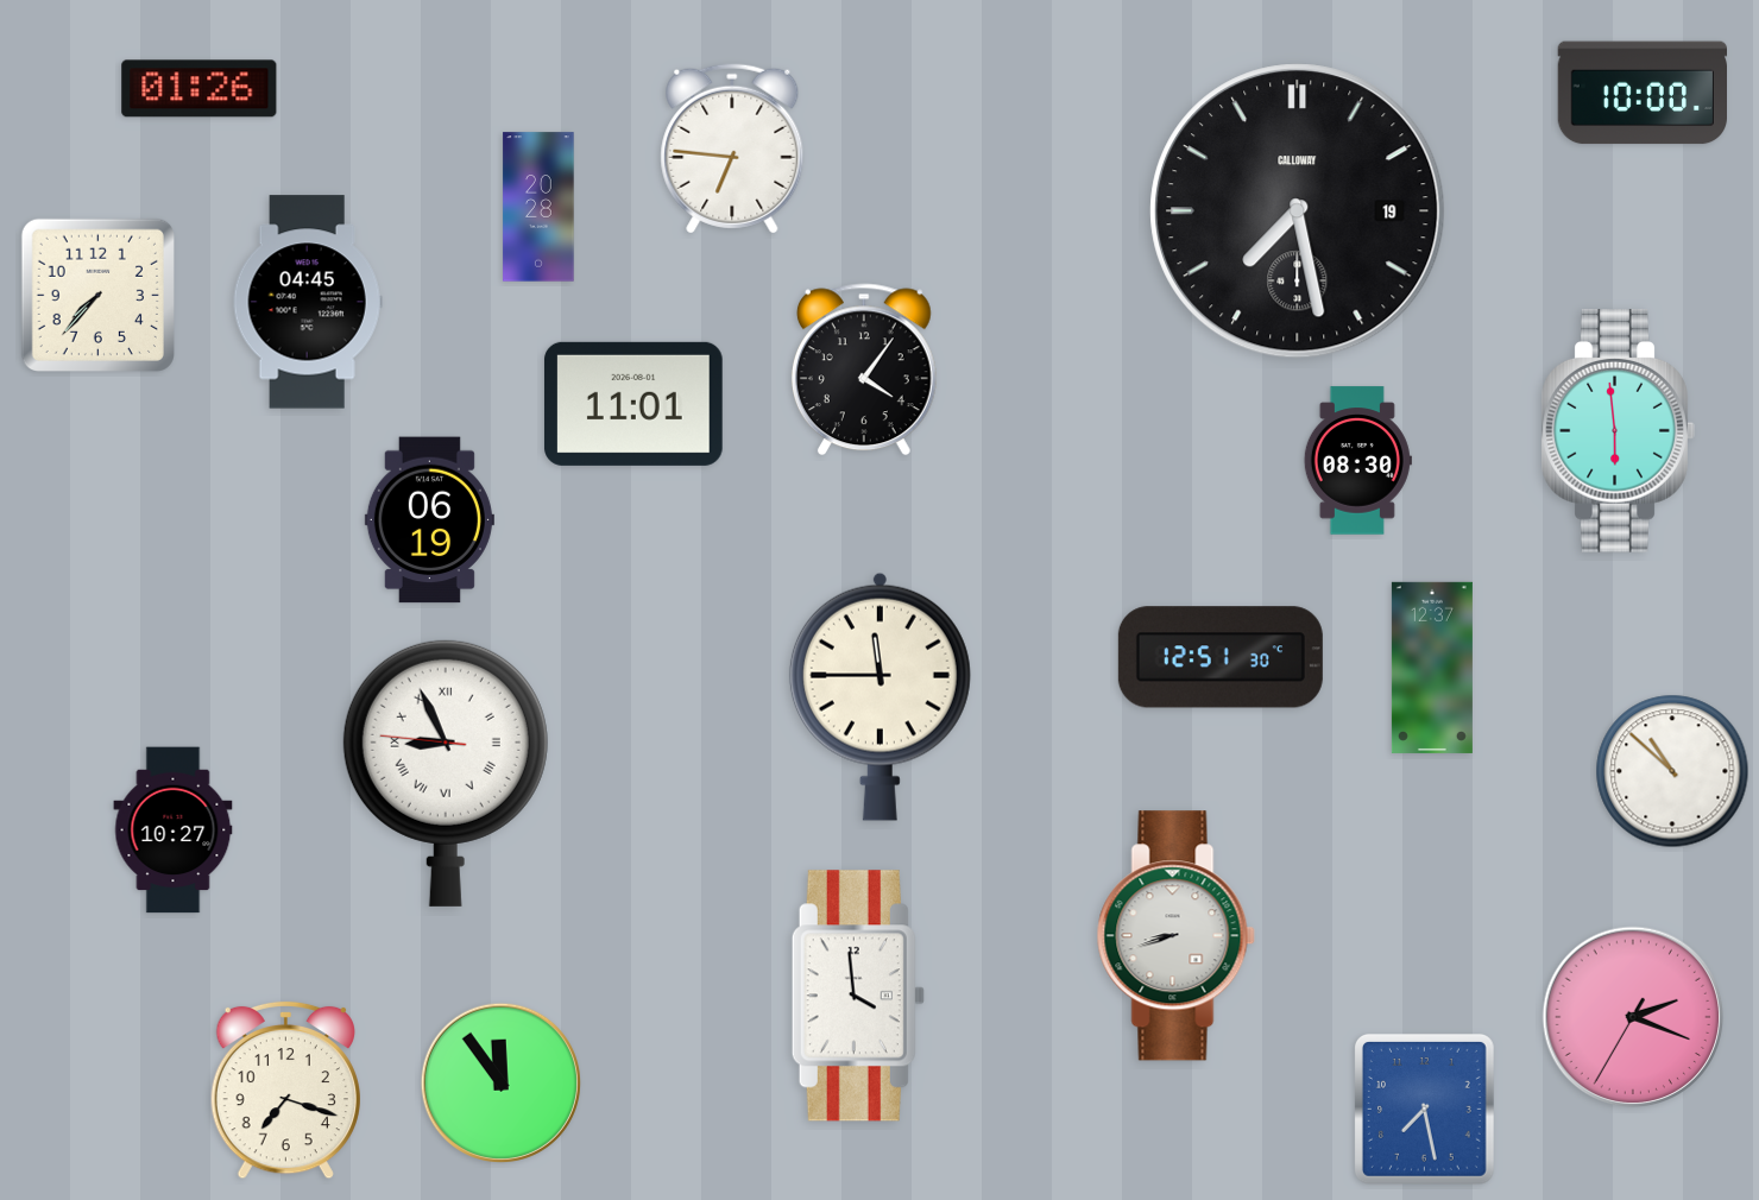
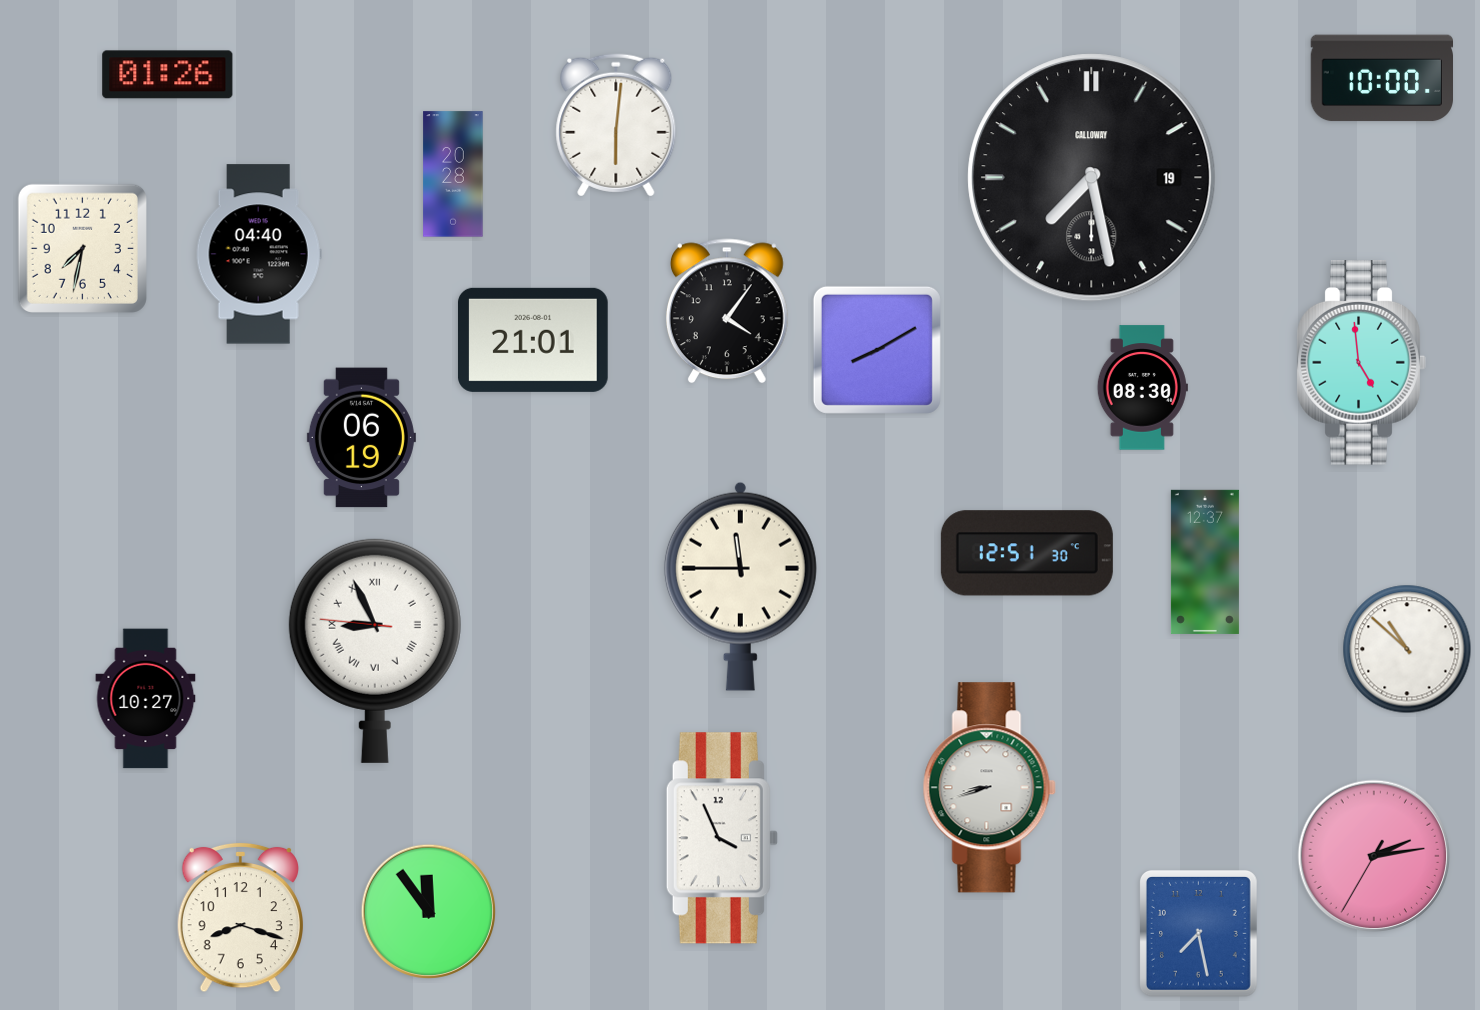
clock at (732, 149): 6:46 -> 6:01
clock at (97, 295): 7:37 -> 7:32
clock at (308, 302): 04:45 -> 04:40
clock at (633, 404): 11:01 -> 21:01
clock at (877, 350): none -> 8:10
clock at (1618, 431): 5:59 -> 4:59
clock at (858, 996): 3:59 -> 3:56
clock at (1633, 1017): 2:18 -> 2:13
clock at (500, 1082) position: (500, 1082) -> (428, 911)
clock at (285, 1090): 7:18 -> 8:18
